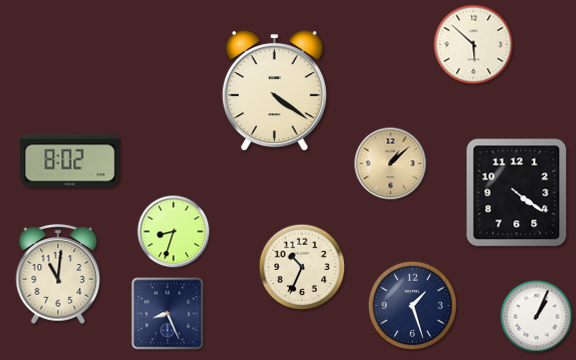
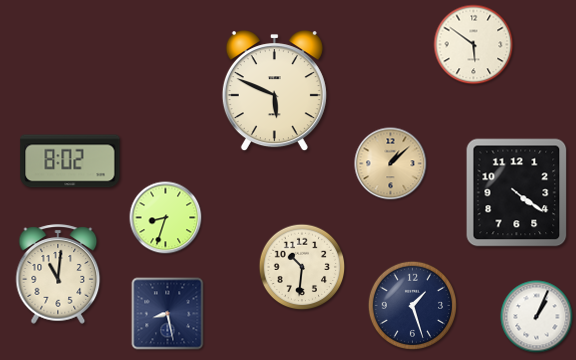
clock at (474, 45): 5:52 -> 5:51
clock at (274, 91): 4:21 -> 5:49
clock at (174, 232) position: (174, 232) -> (166, 218)
clock at (302, 267): 10:34 -> 10:31
clock at (168, 314): 8:26 -> 8:28
